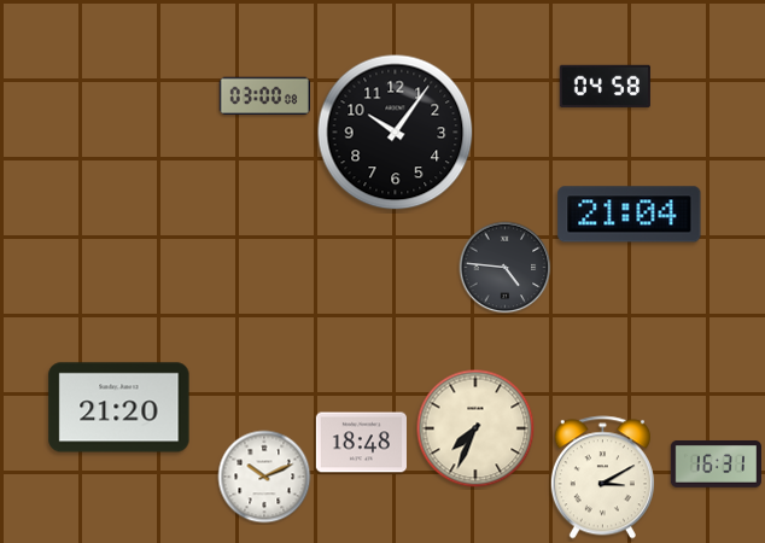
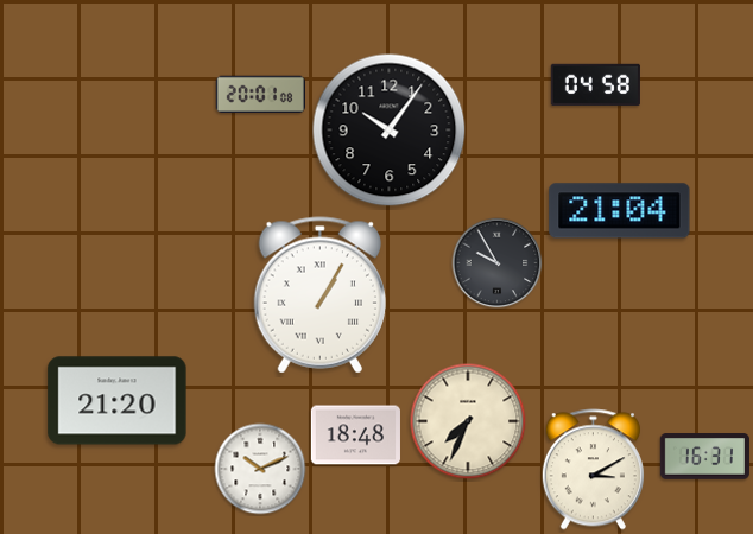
clock at (264, 97): 03:00 -> 20:01
clock at (506, 268): 4:46 -> 9:55
clock at (319, 295): none -> 1:05
